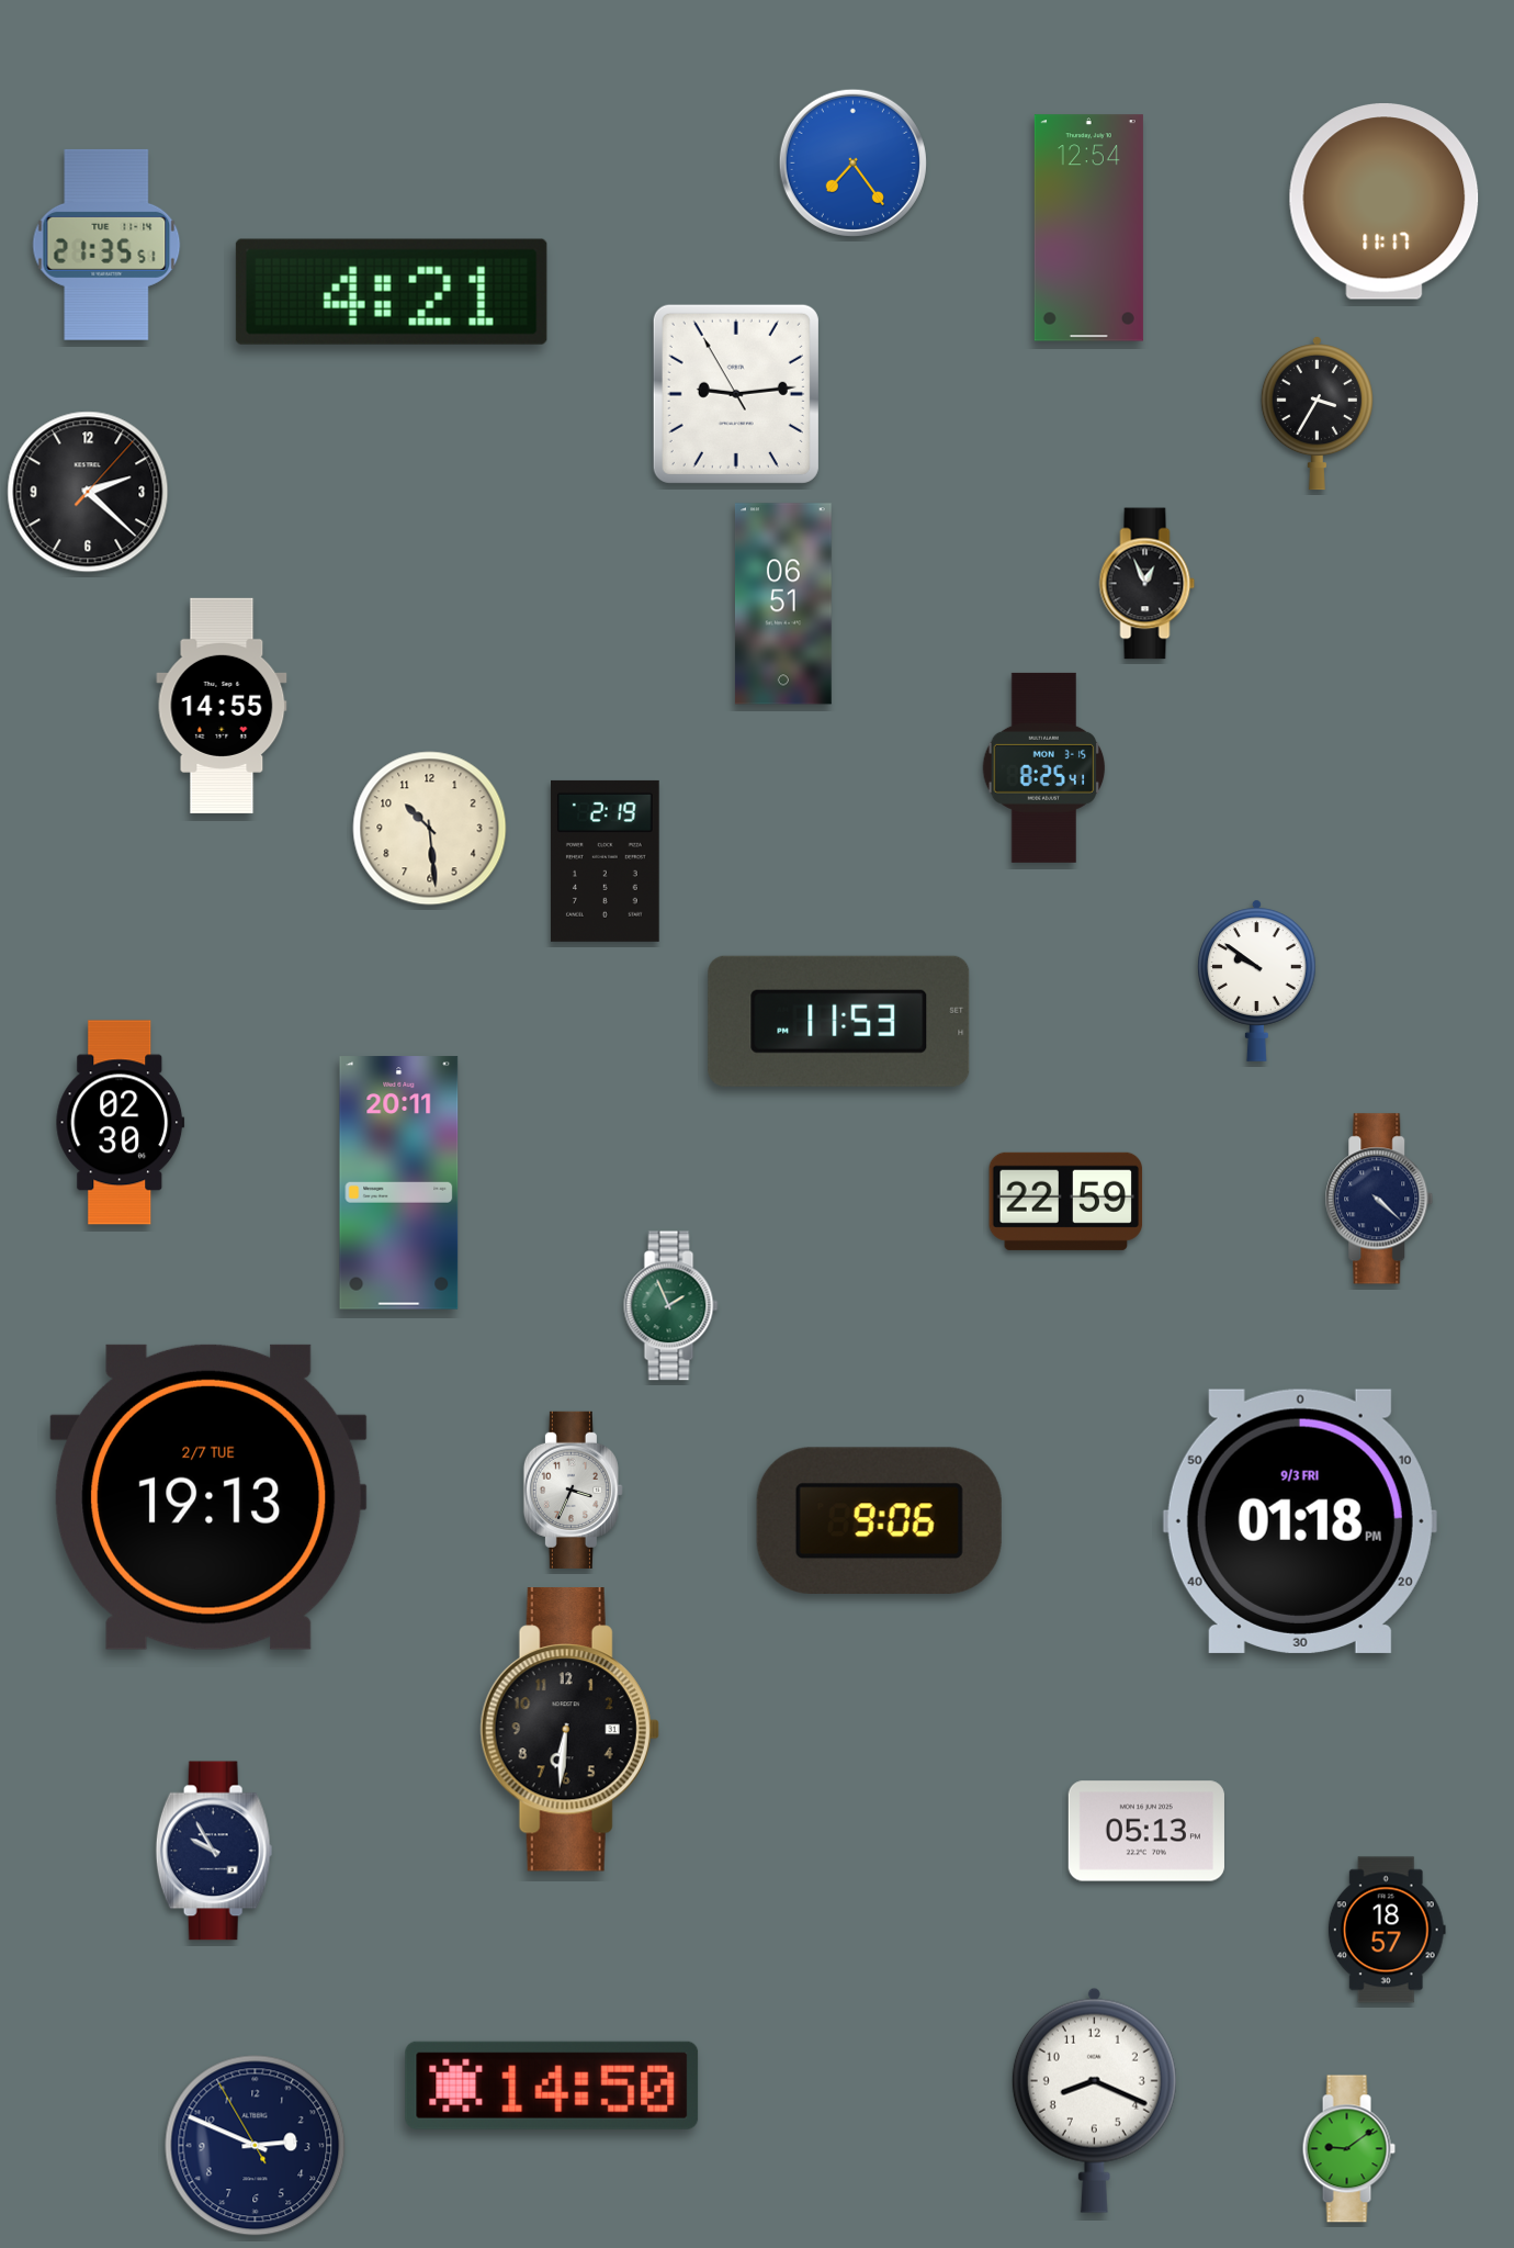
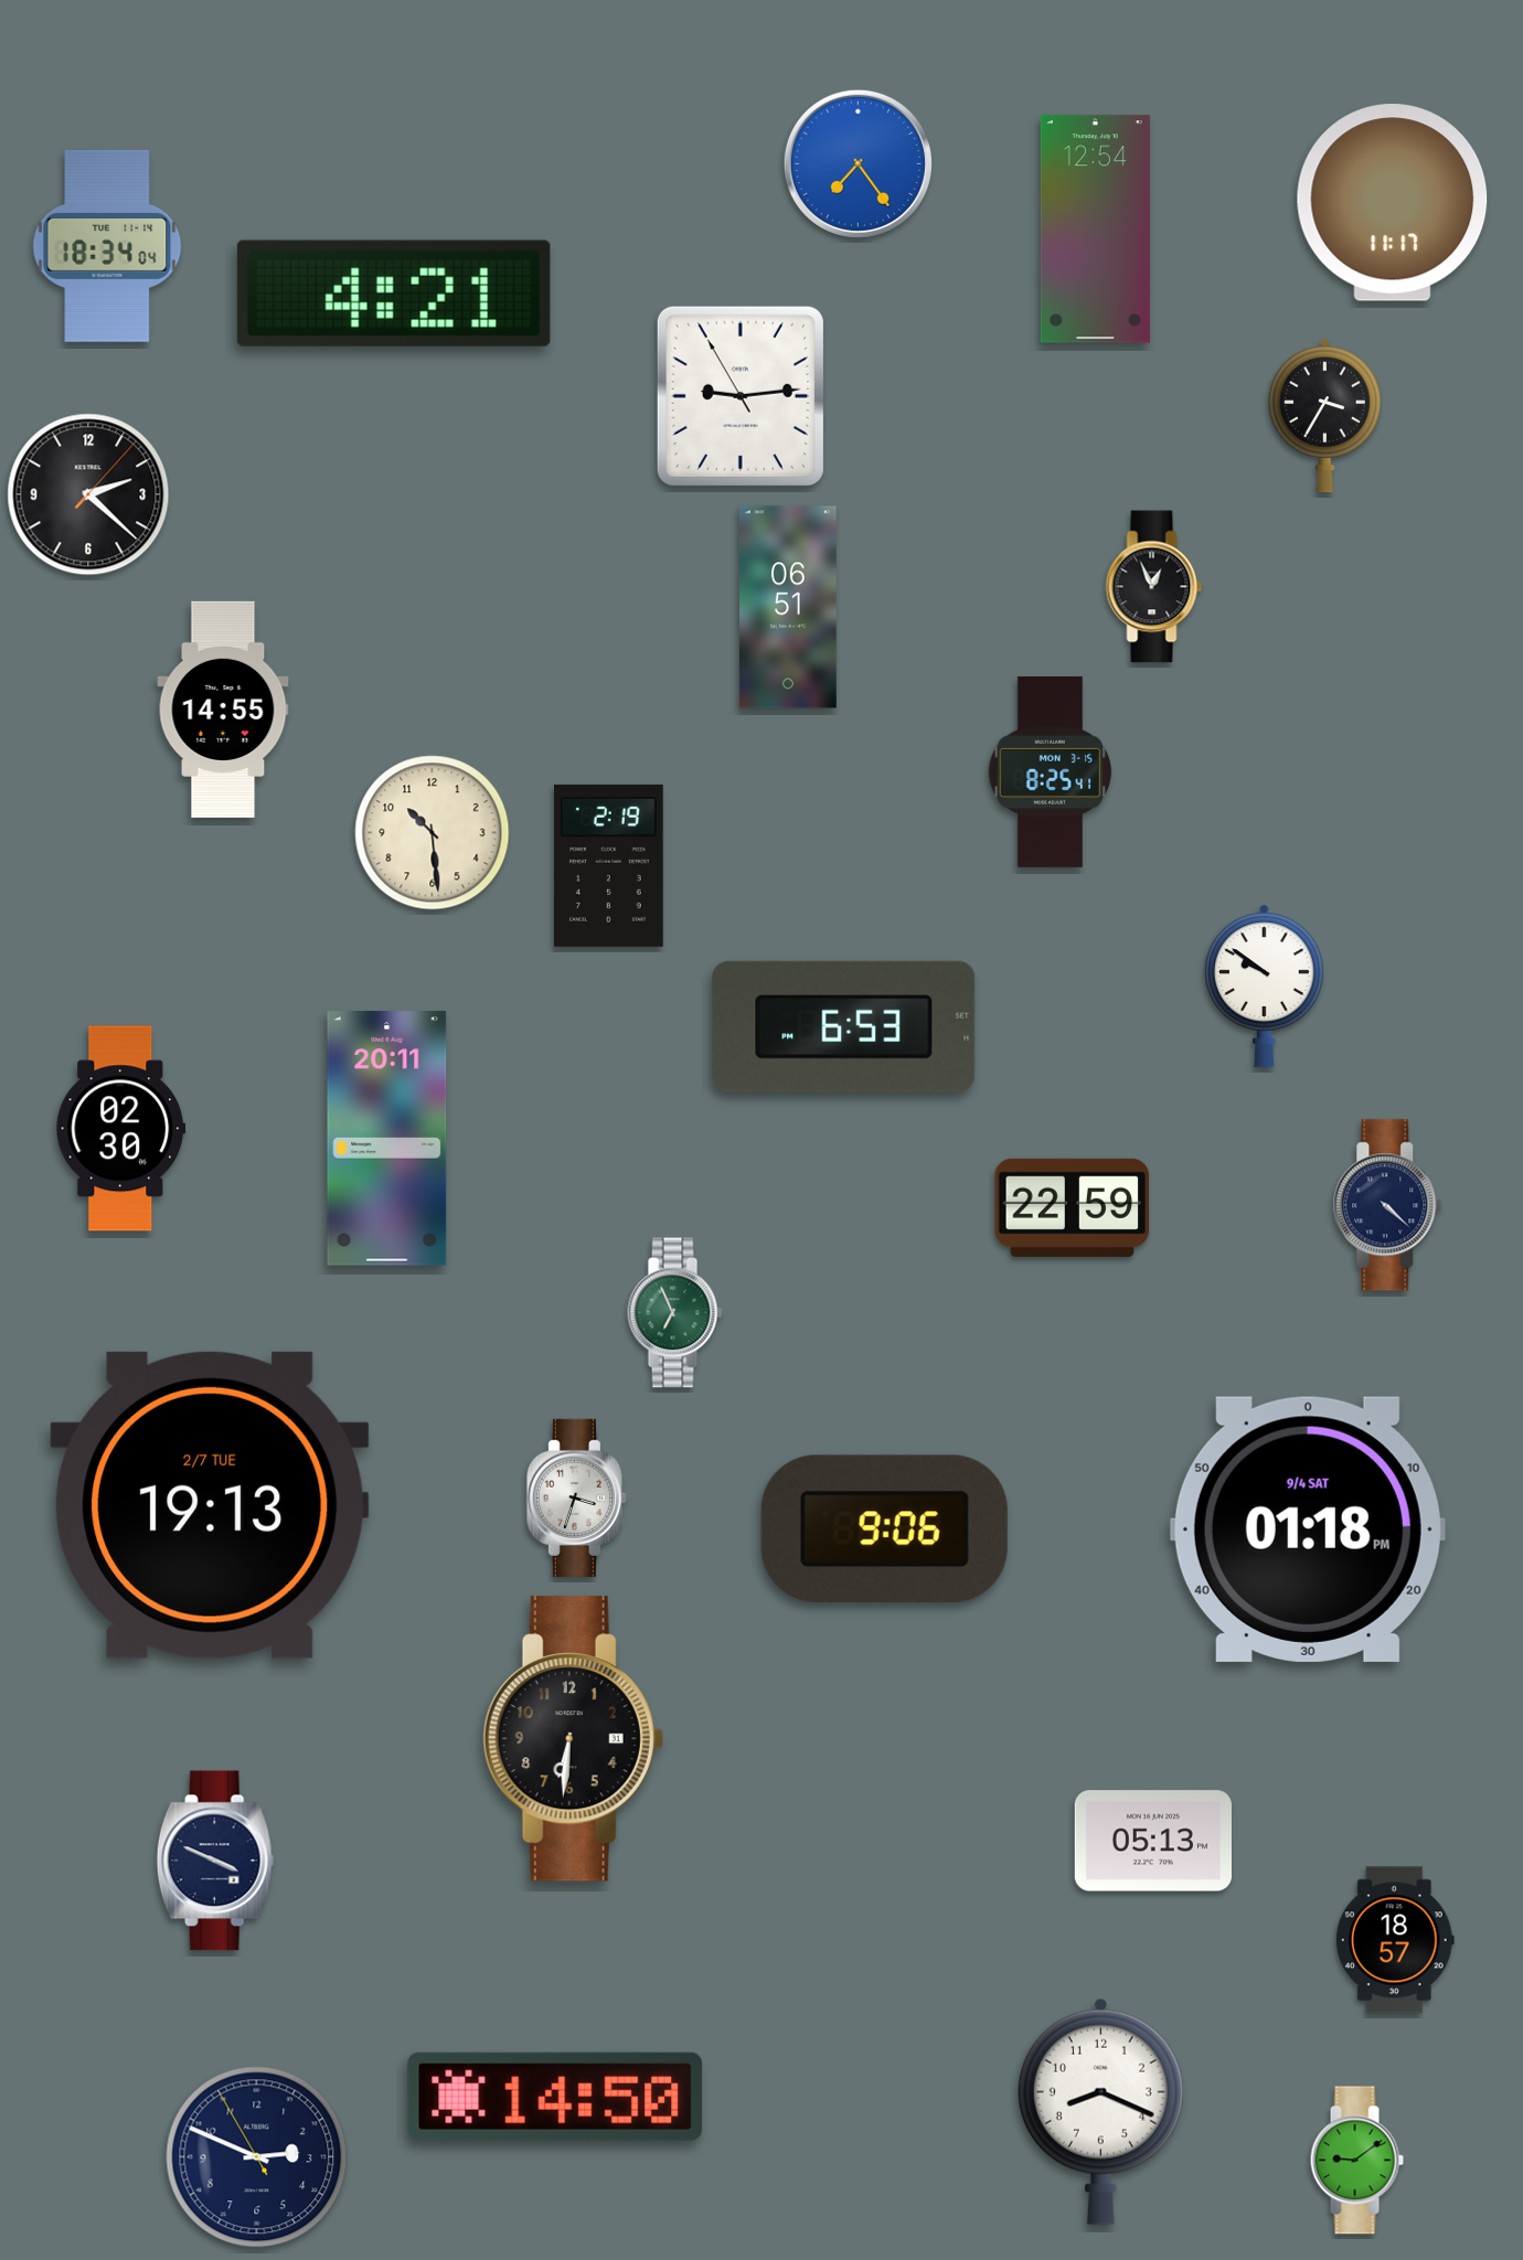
clock at (106, 245): 21:35 -> 18:34
clock at (839, 1021): 11:53 -> 6:53
clock at (399, 1183) position: (399, 1183) -> (387, 1139)
clock at (671, 1306): 1:56 -> 6:56
clock at (573, 1490): 3:34 -> 3:33
clock at (1300, 1521) date: 9/3 FRI -> 9/4 SAT
clock at (214, 1851): 9:55 -> 3:49
